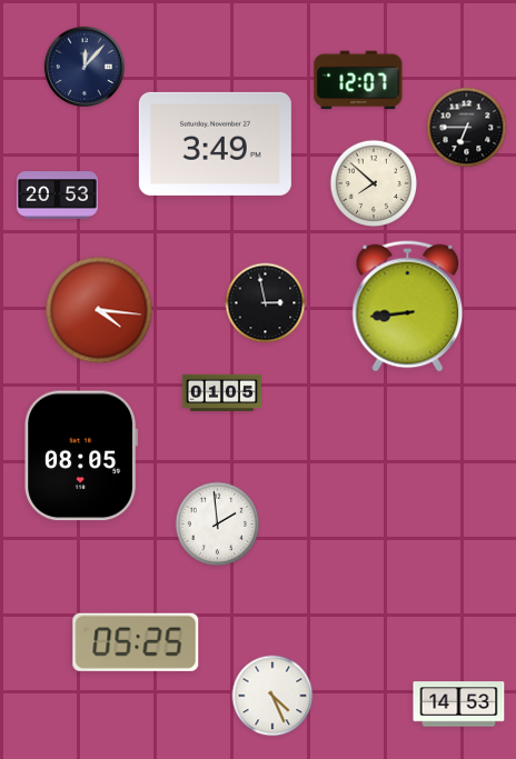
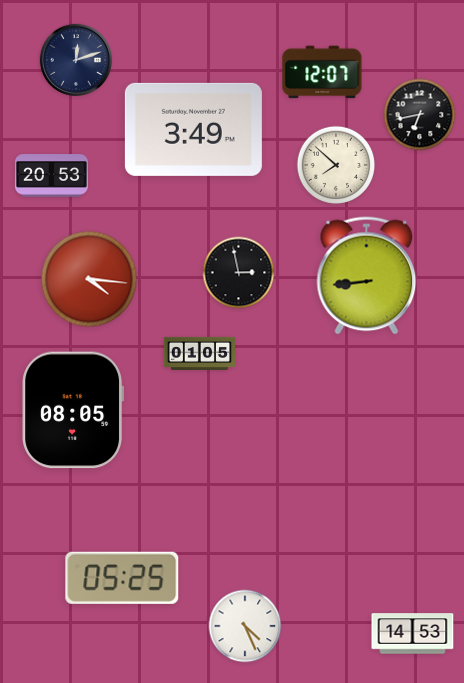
clock at (83, 66): 12:07 -> 12:12
clock at (467, 128): 6:45 -> 6:43
clock at (218, 525): 1:59 -> none
